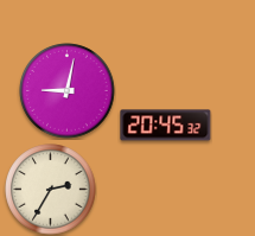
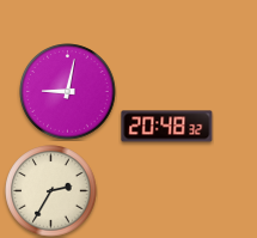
clock at (166, 126): 20:45 -> 20:48
